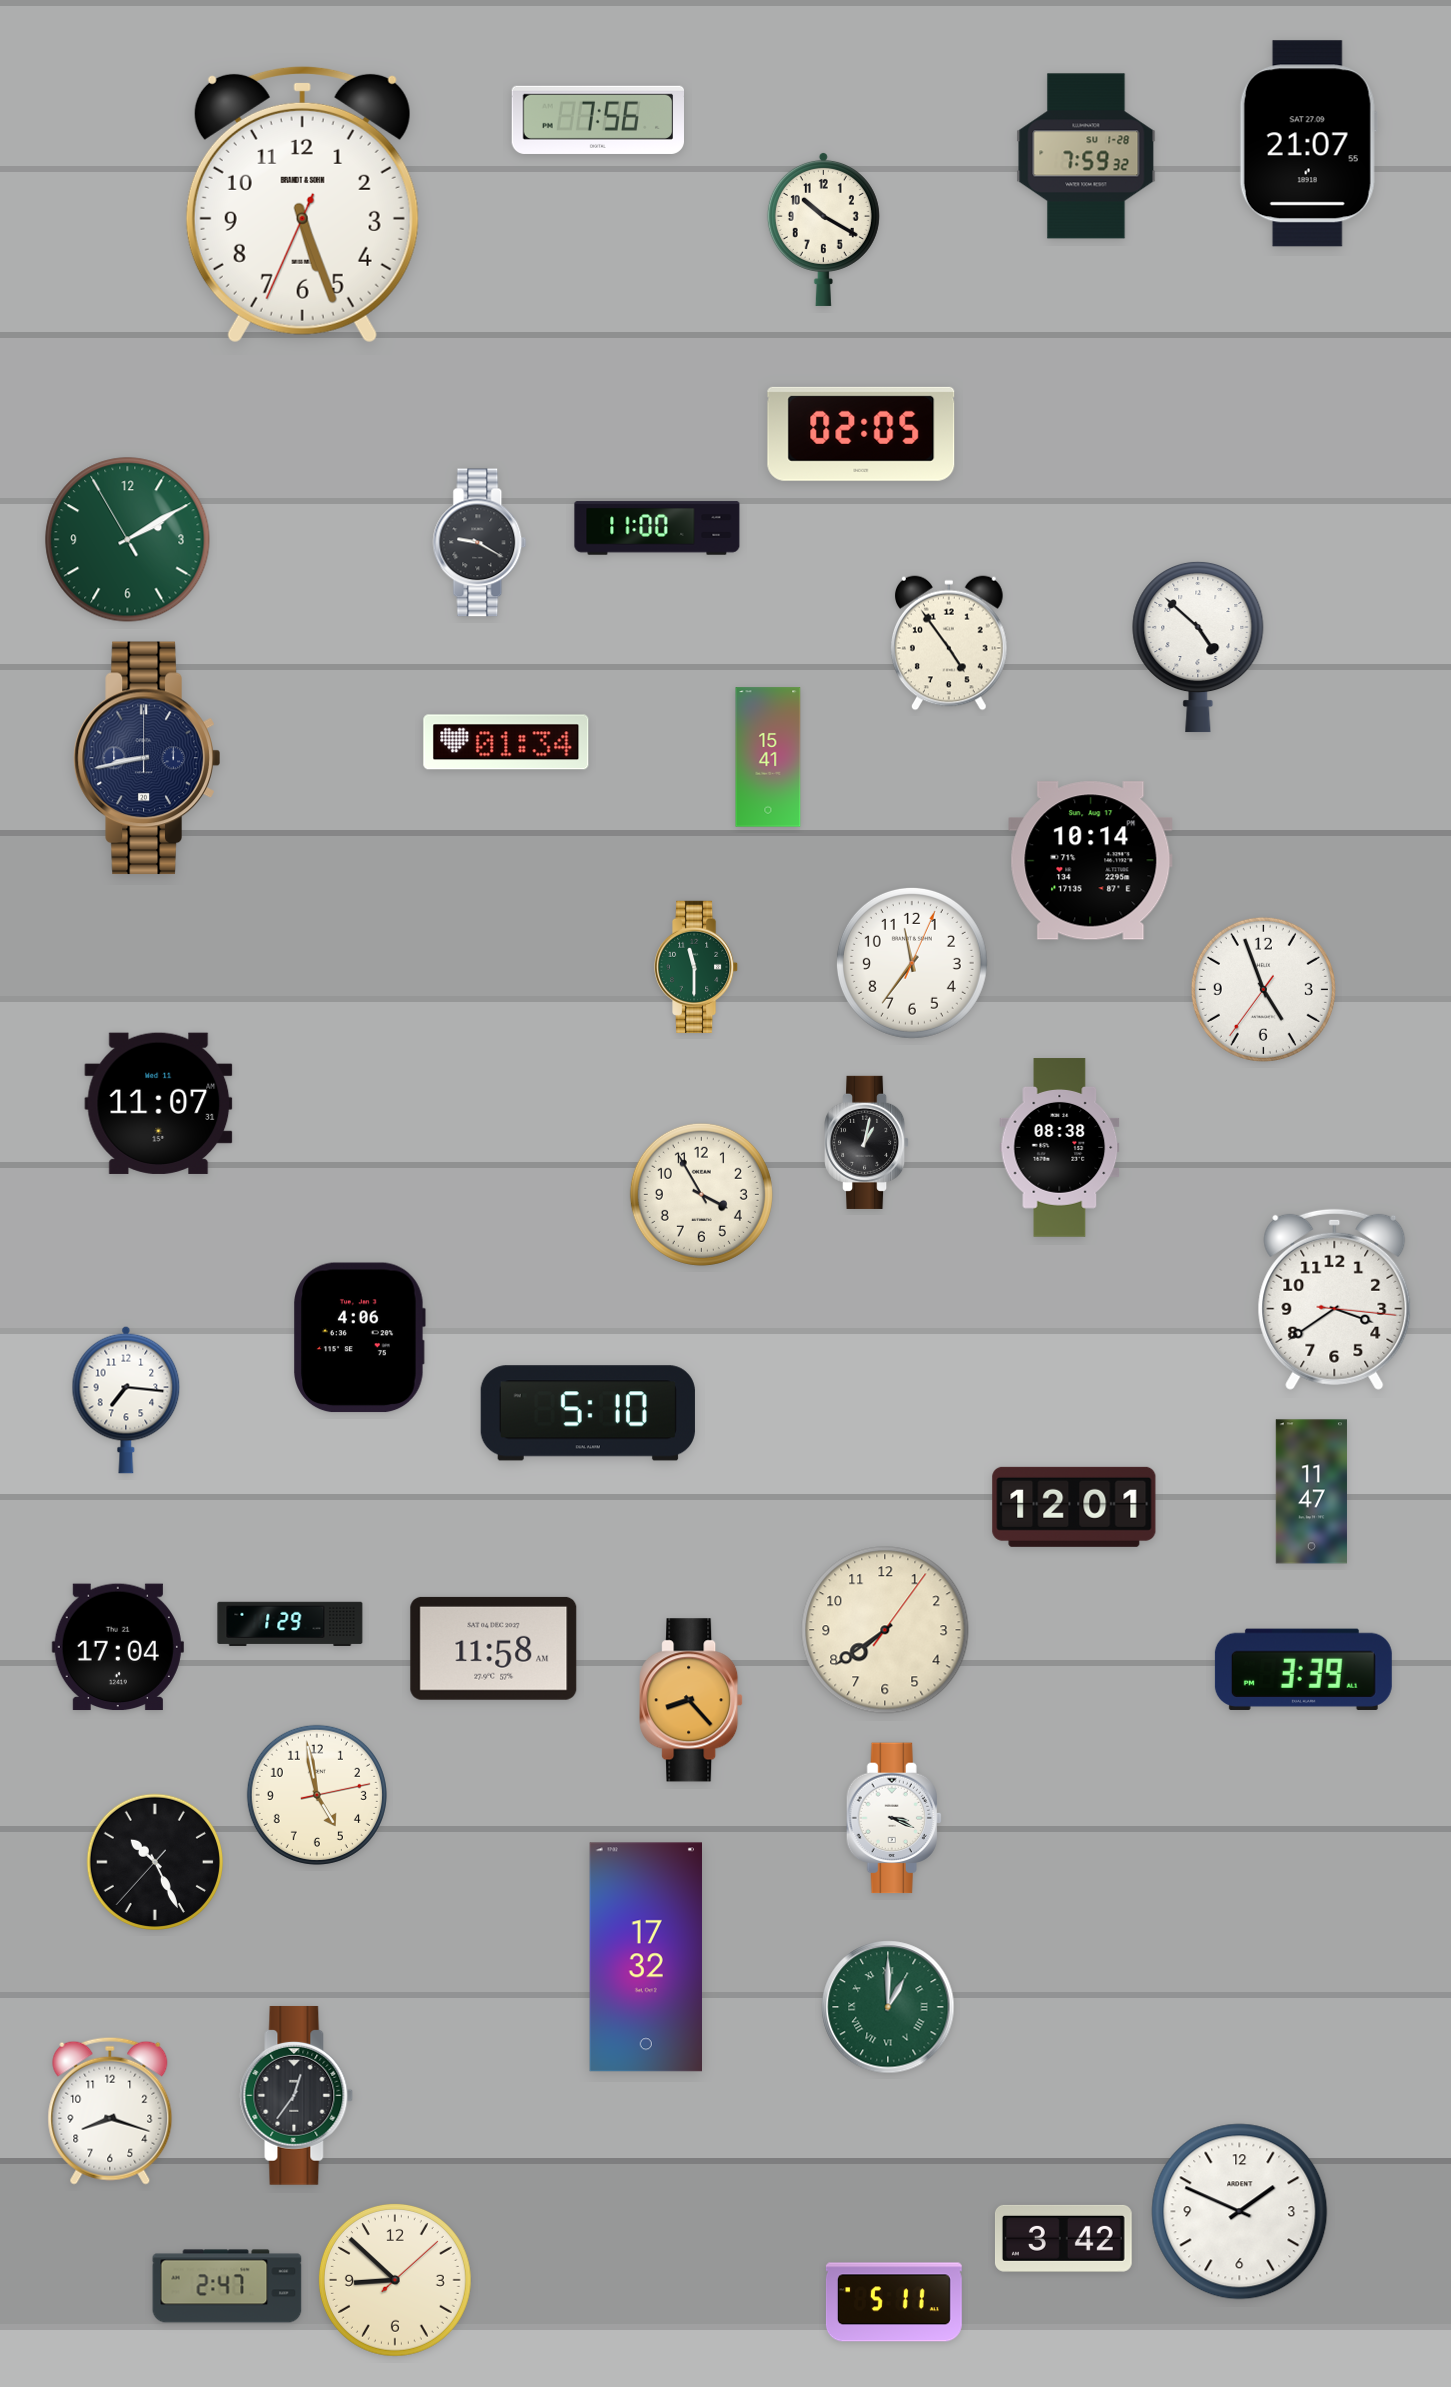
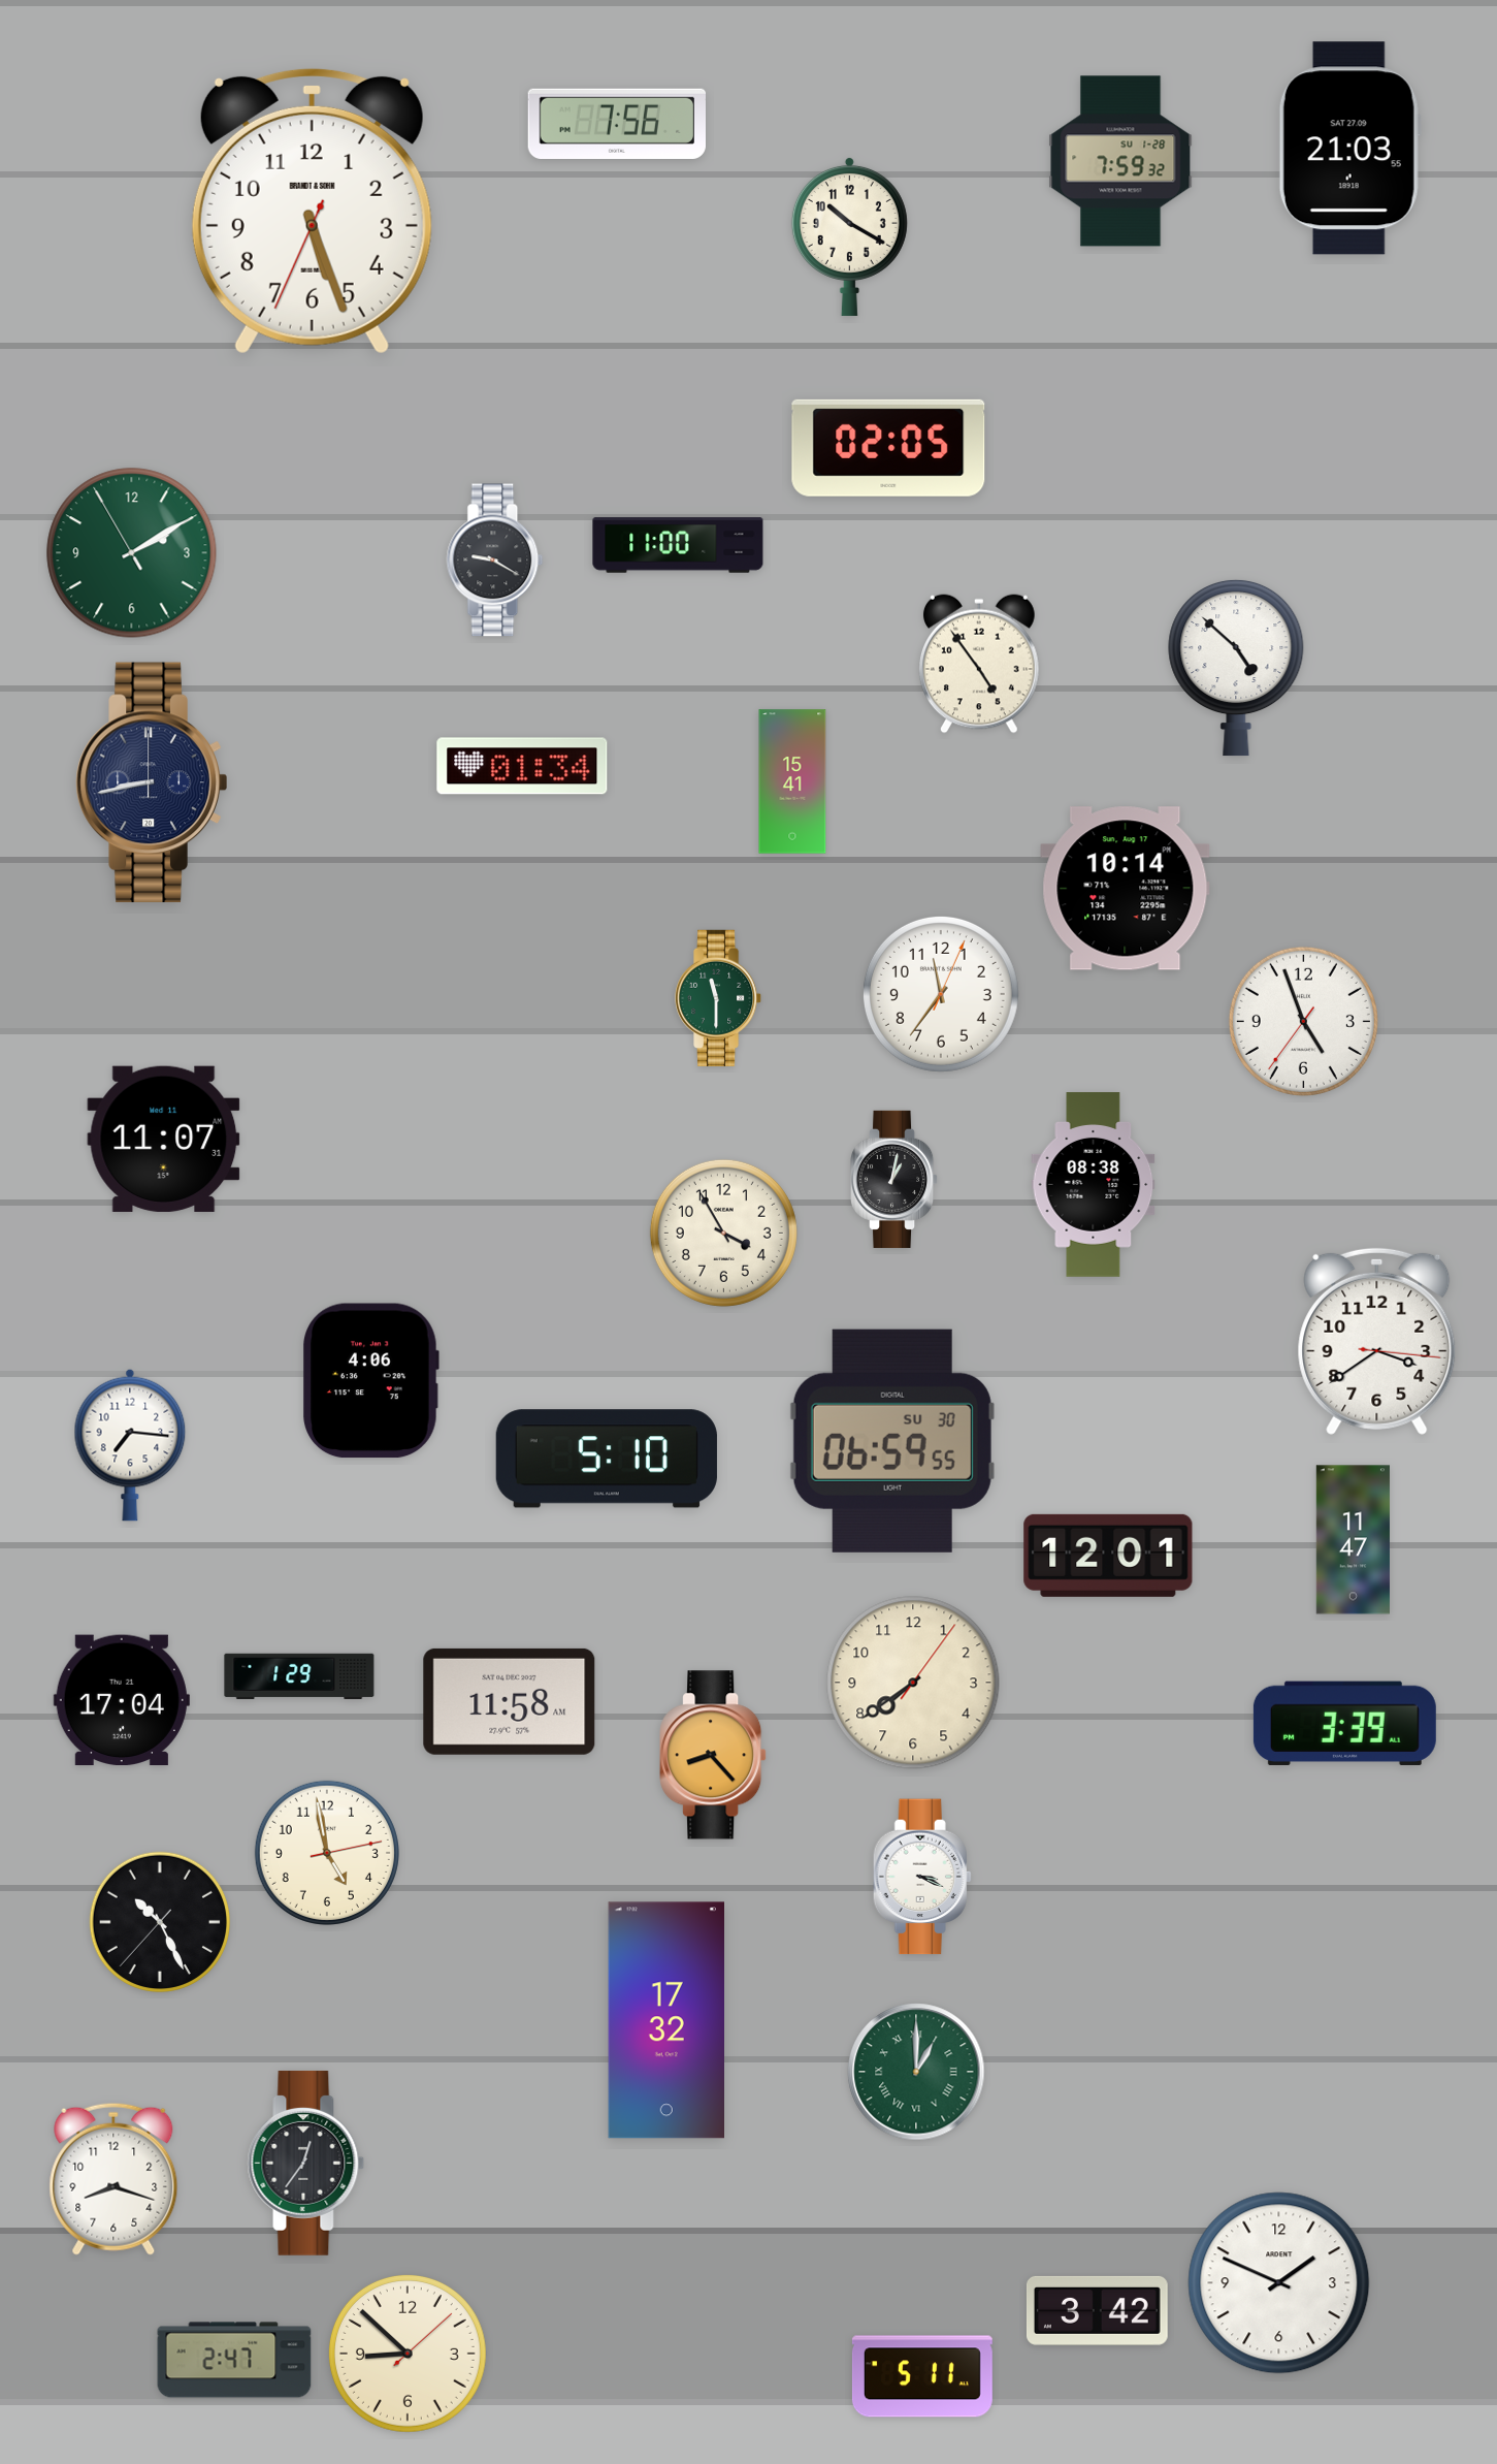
clock at (1308, 144): 21:07 -> 21:03
clock at (128, 540) position: (128, 540) -> (132, 553)
clock at (892, 1441): none -> 06:59
